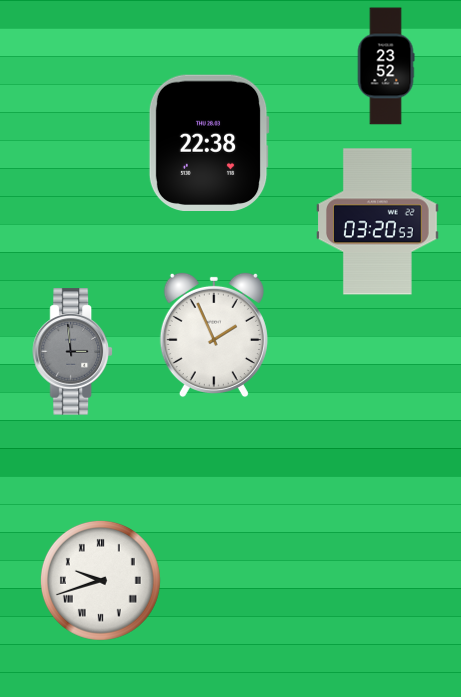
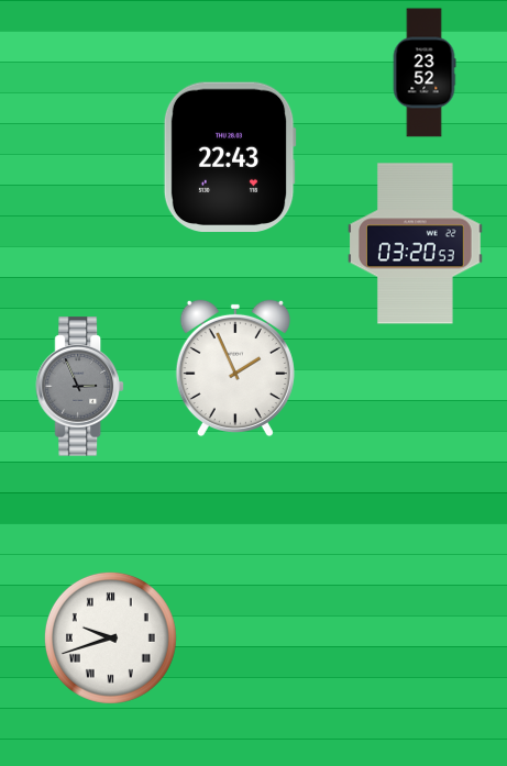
clock at (209, 142): 22:38 -> 22:43
clock at (72, 352): 2:59 -> 2:56
